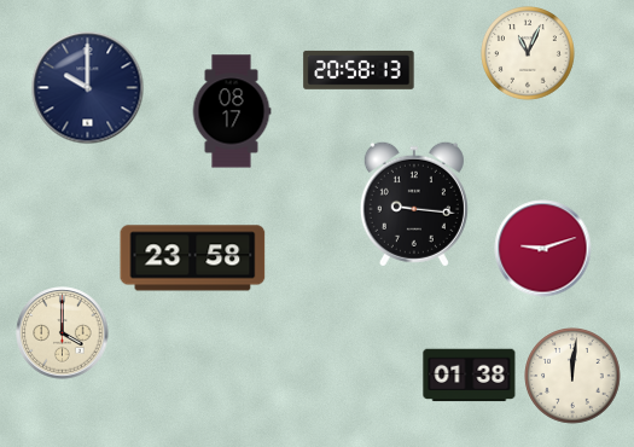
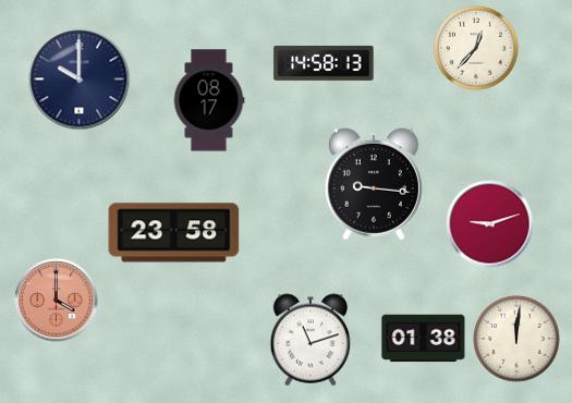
clock at (529, 54): 11:04 -> 12:37
clock at (359, 70): 20:58 -> 14:58
clock at (63, 333) dial: cream -> salmon
clock at (309, 340): none -> 11:12
